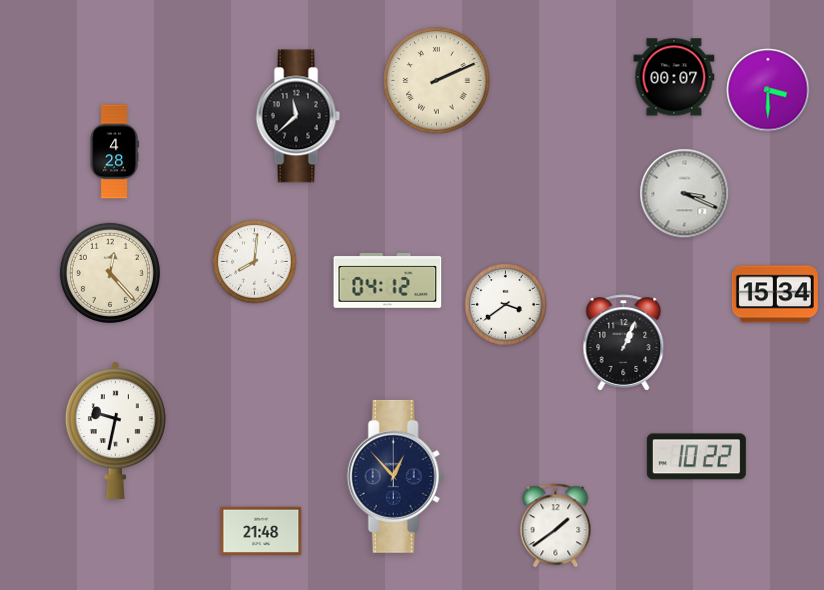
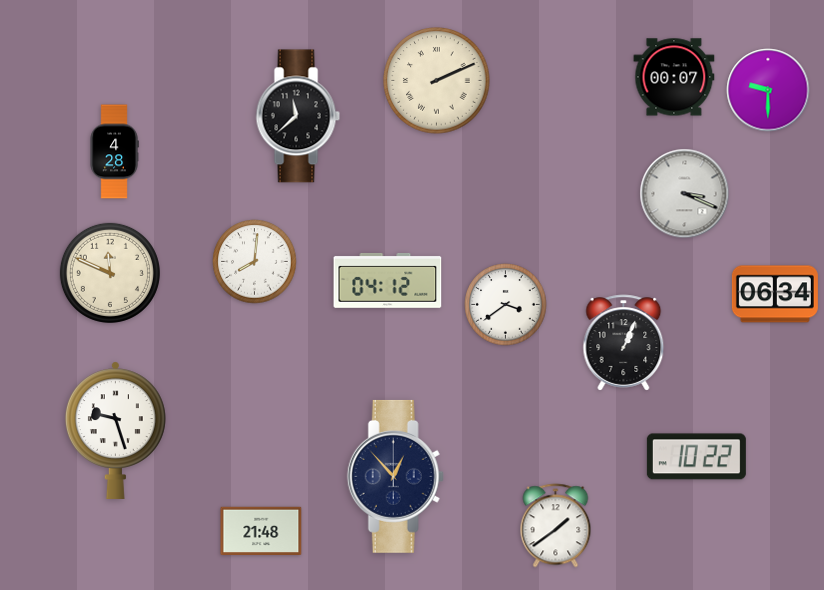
clock at (768, 90): 3:30 -> 9:30
clock at (110, 273): 12:23 -> 11:49
clock at (775, 294): 15:34 -> 06:34
clock at (115, 430): 9:32 -> 9:27
